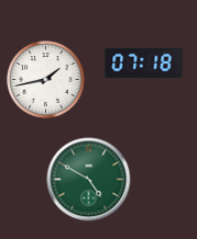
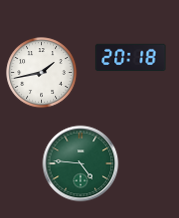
clock at (144, 62): 07:18 -> 20:18
clock at (89, 180): 4:50 -> 4:46
